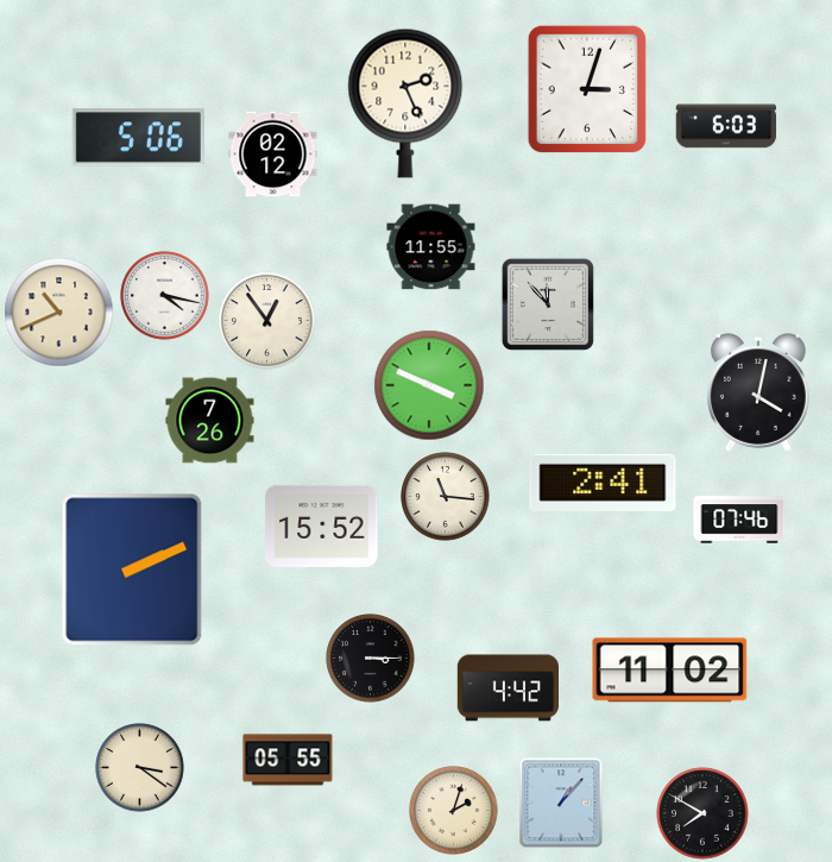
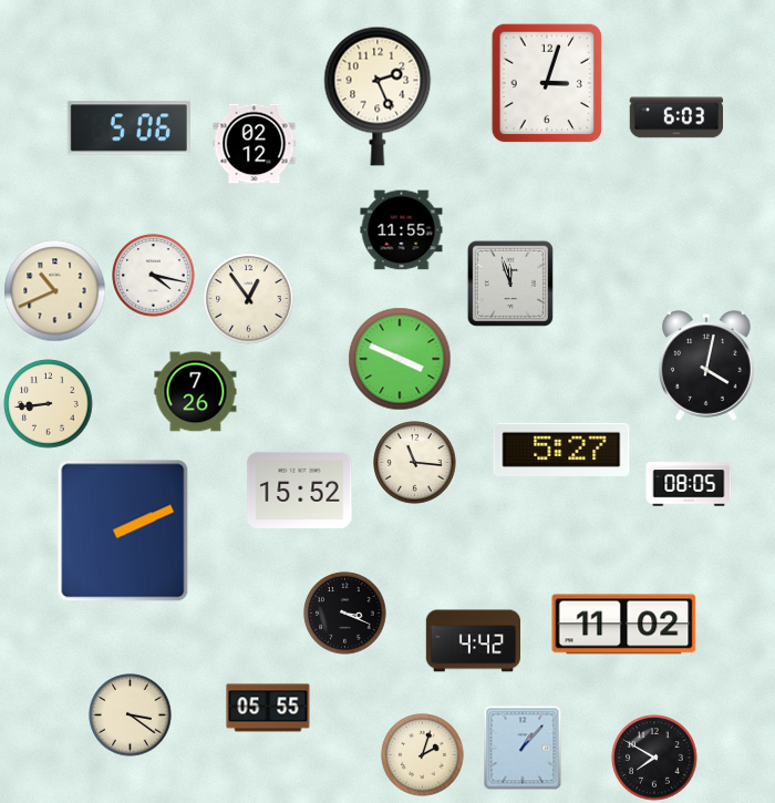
clock at (548, 304): 11:53 -> 11:57
clock at (49, 404): none -> 8:44
clock at (603, 483): 2:41 -> 5:27
clock at (739, 520): 07:46 -> 08:05
clock at (371, 659): 3:15 -> 3:19
